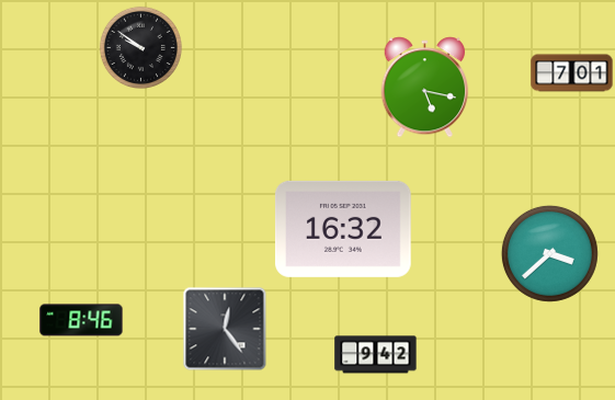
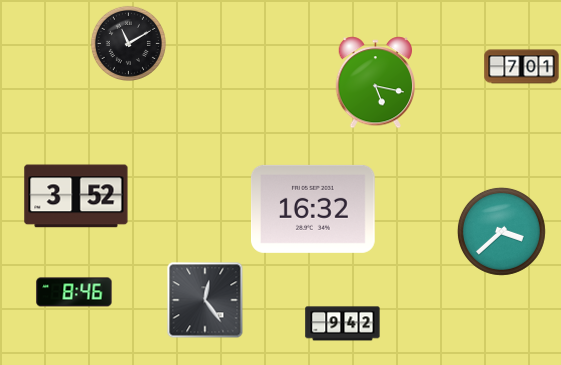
clock at (140, 47): 9:51 -> 11:10
clock at (425, 88) position: (425, 88) -> (376, 83)
clock at (76, 196): none -> 3:52
